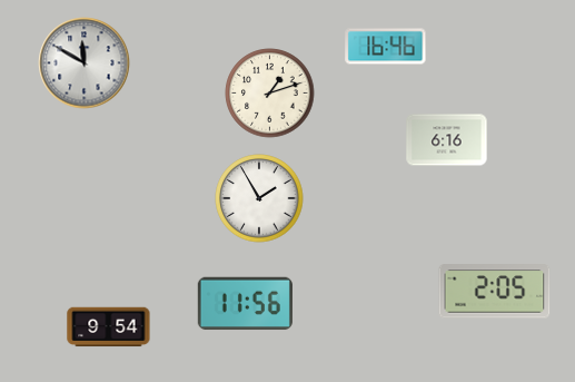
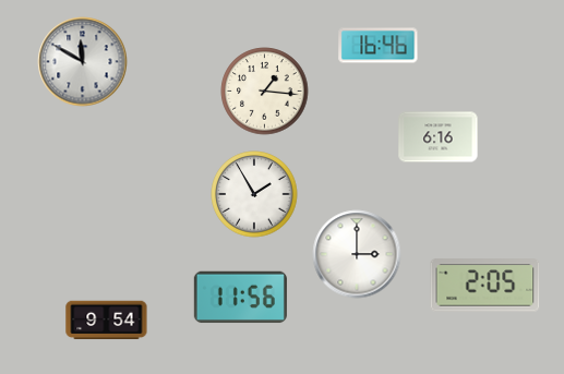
clock at (270, 94): 1:12 -> 1:16
clock at (357, 254): none -> 3:00
